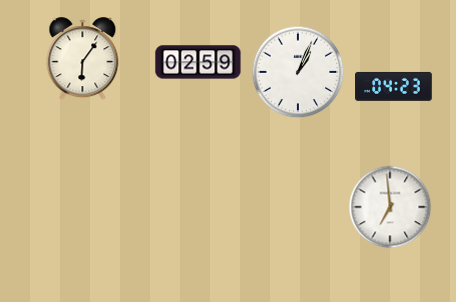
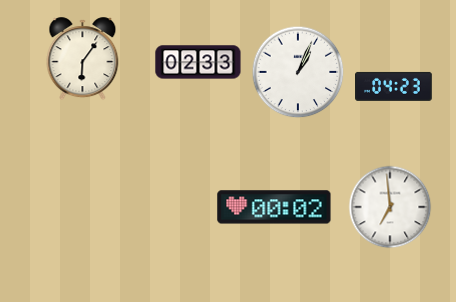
clock at (198, 62): 02:59 -> 02:33
clock at (274, 207): none -> 00:02
